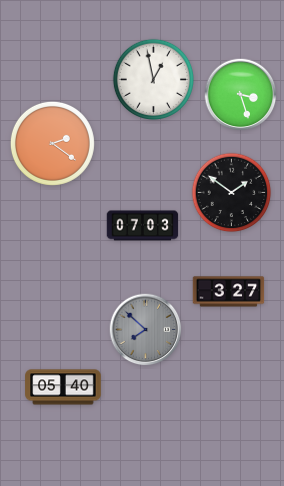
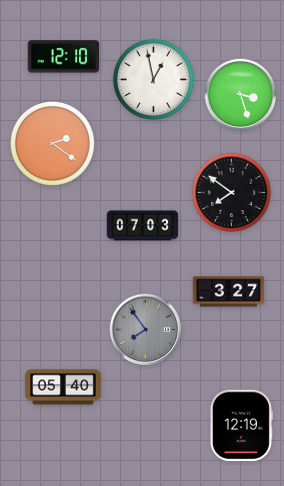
clock at (64, 57): none -> 12:10
clock at (232, 193): 1:51 -> 7:51
clock at (146, 330): 7:52 -> 7:54
clock at (241, 426): none -> 12:19
